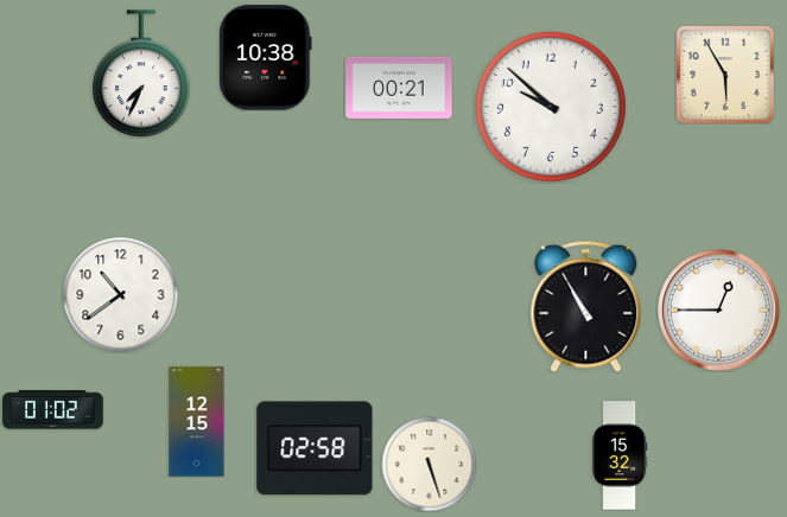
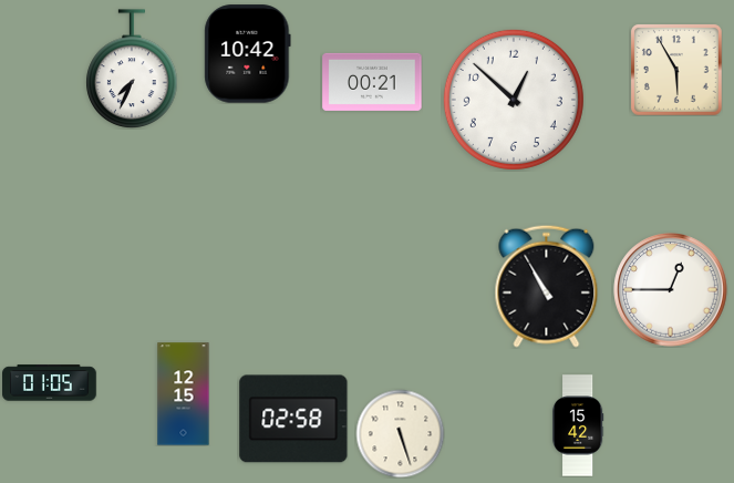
clock at (266, 58): 10:38 -> 10:42
clock at (551, 107): 9:52 -> 12:52
clock at (120, 294): 10:39 -> none
clock at (53, 410): 01:02 -> 01:05
clock at (620, 455): 15:32 -> 15:42
